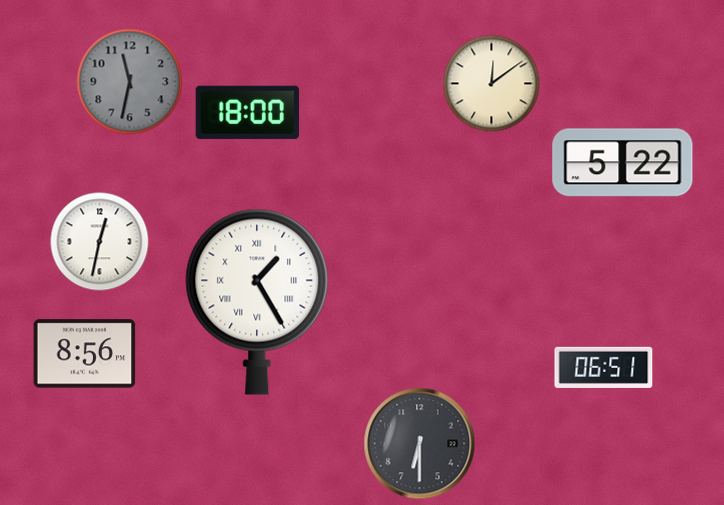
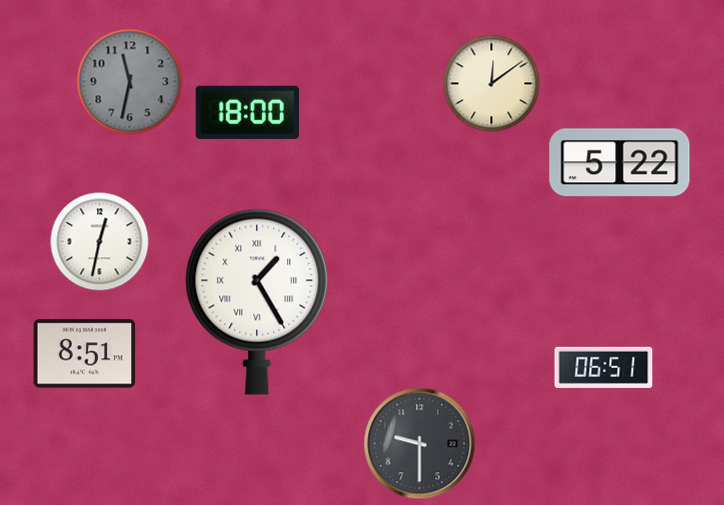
clock at (623, 163) position: (623, 163) -> (620, 163)
clock at (85, 354): 8:56 -> 8:51
clock at (420, 444): 6:30 -> 9:30
